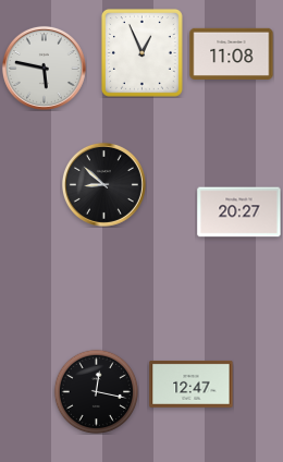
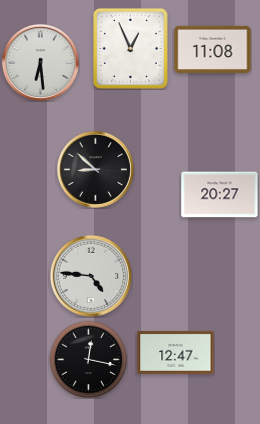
clock at (44, 68): 5:47 -> 6:29
clock at (91, 276): none -> 4:46
